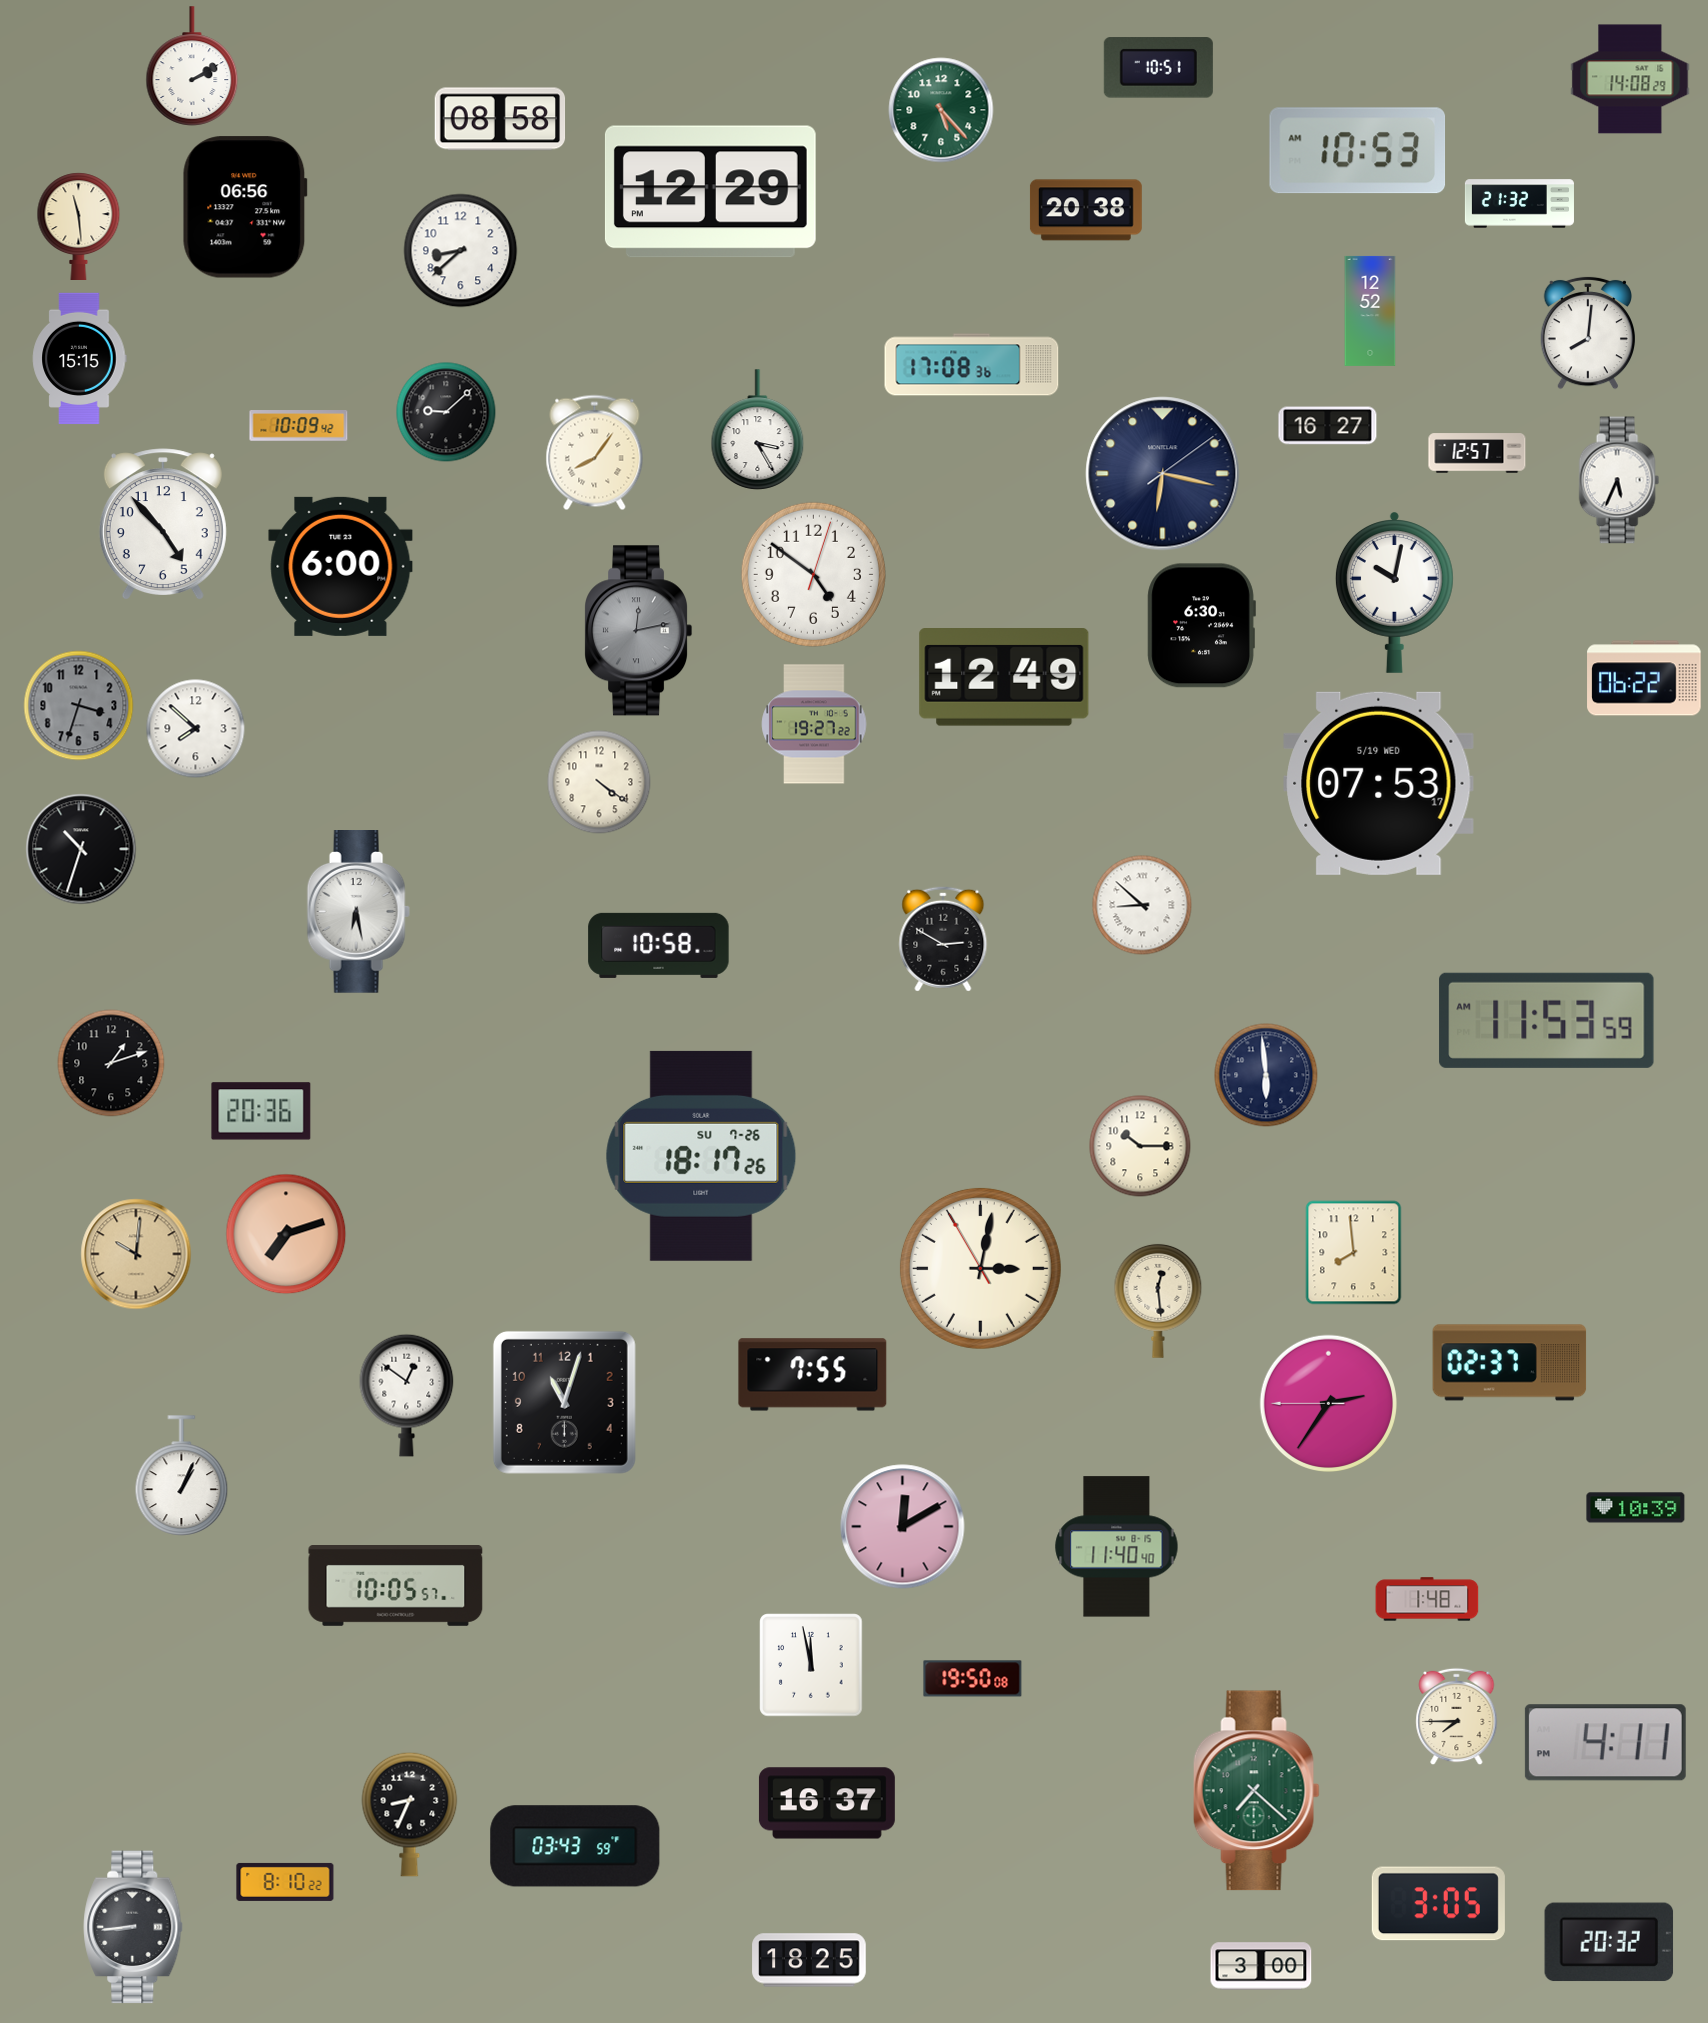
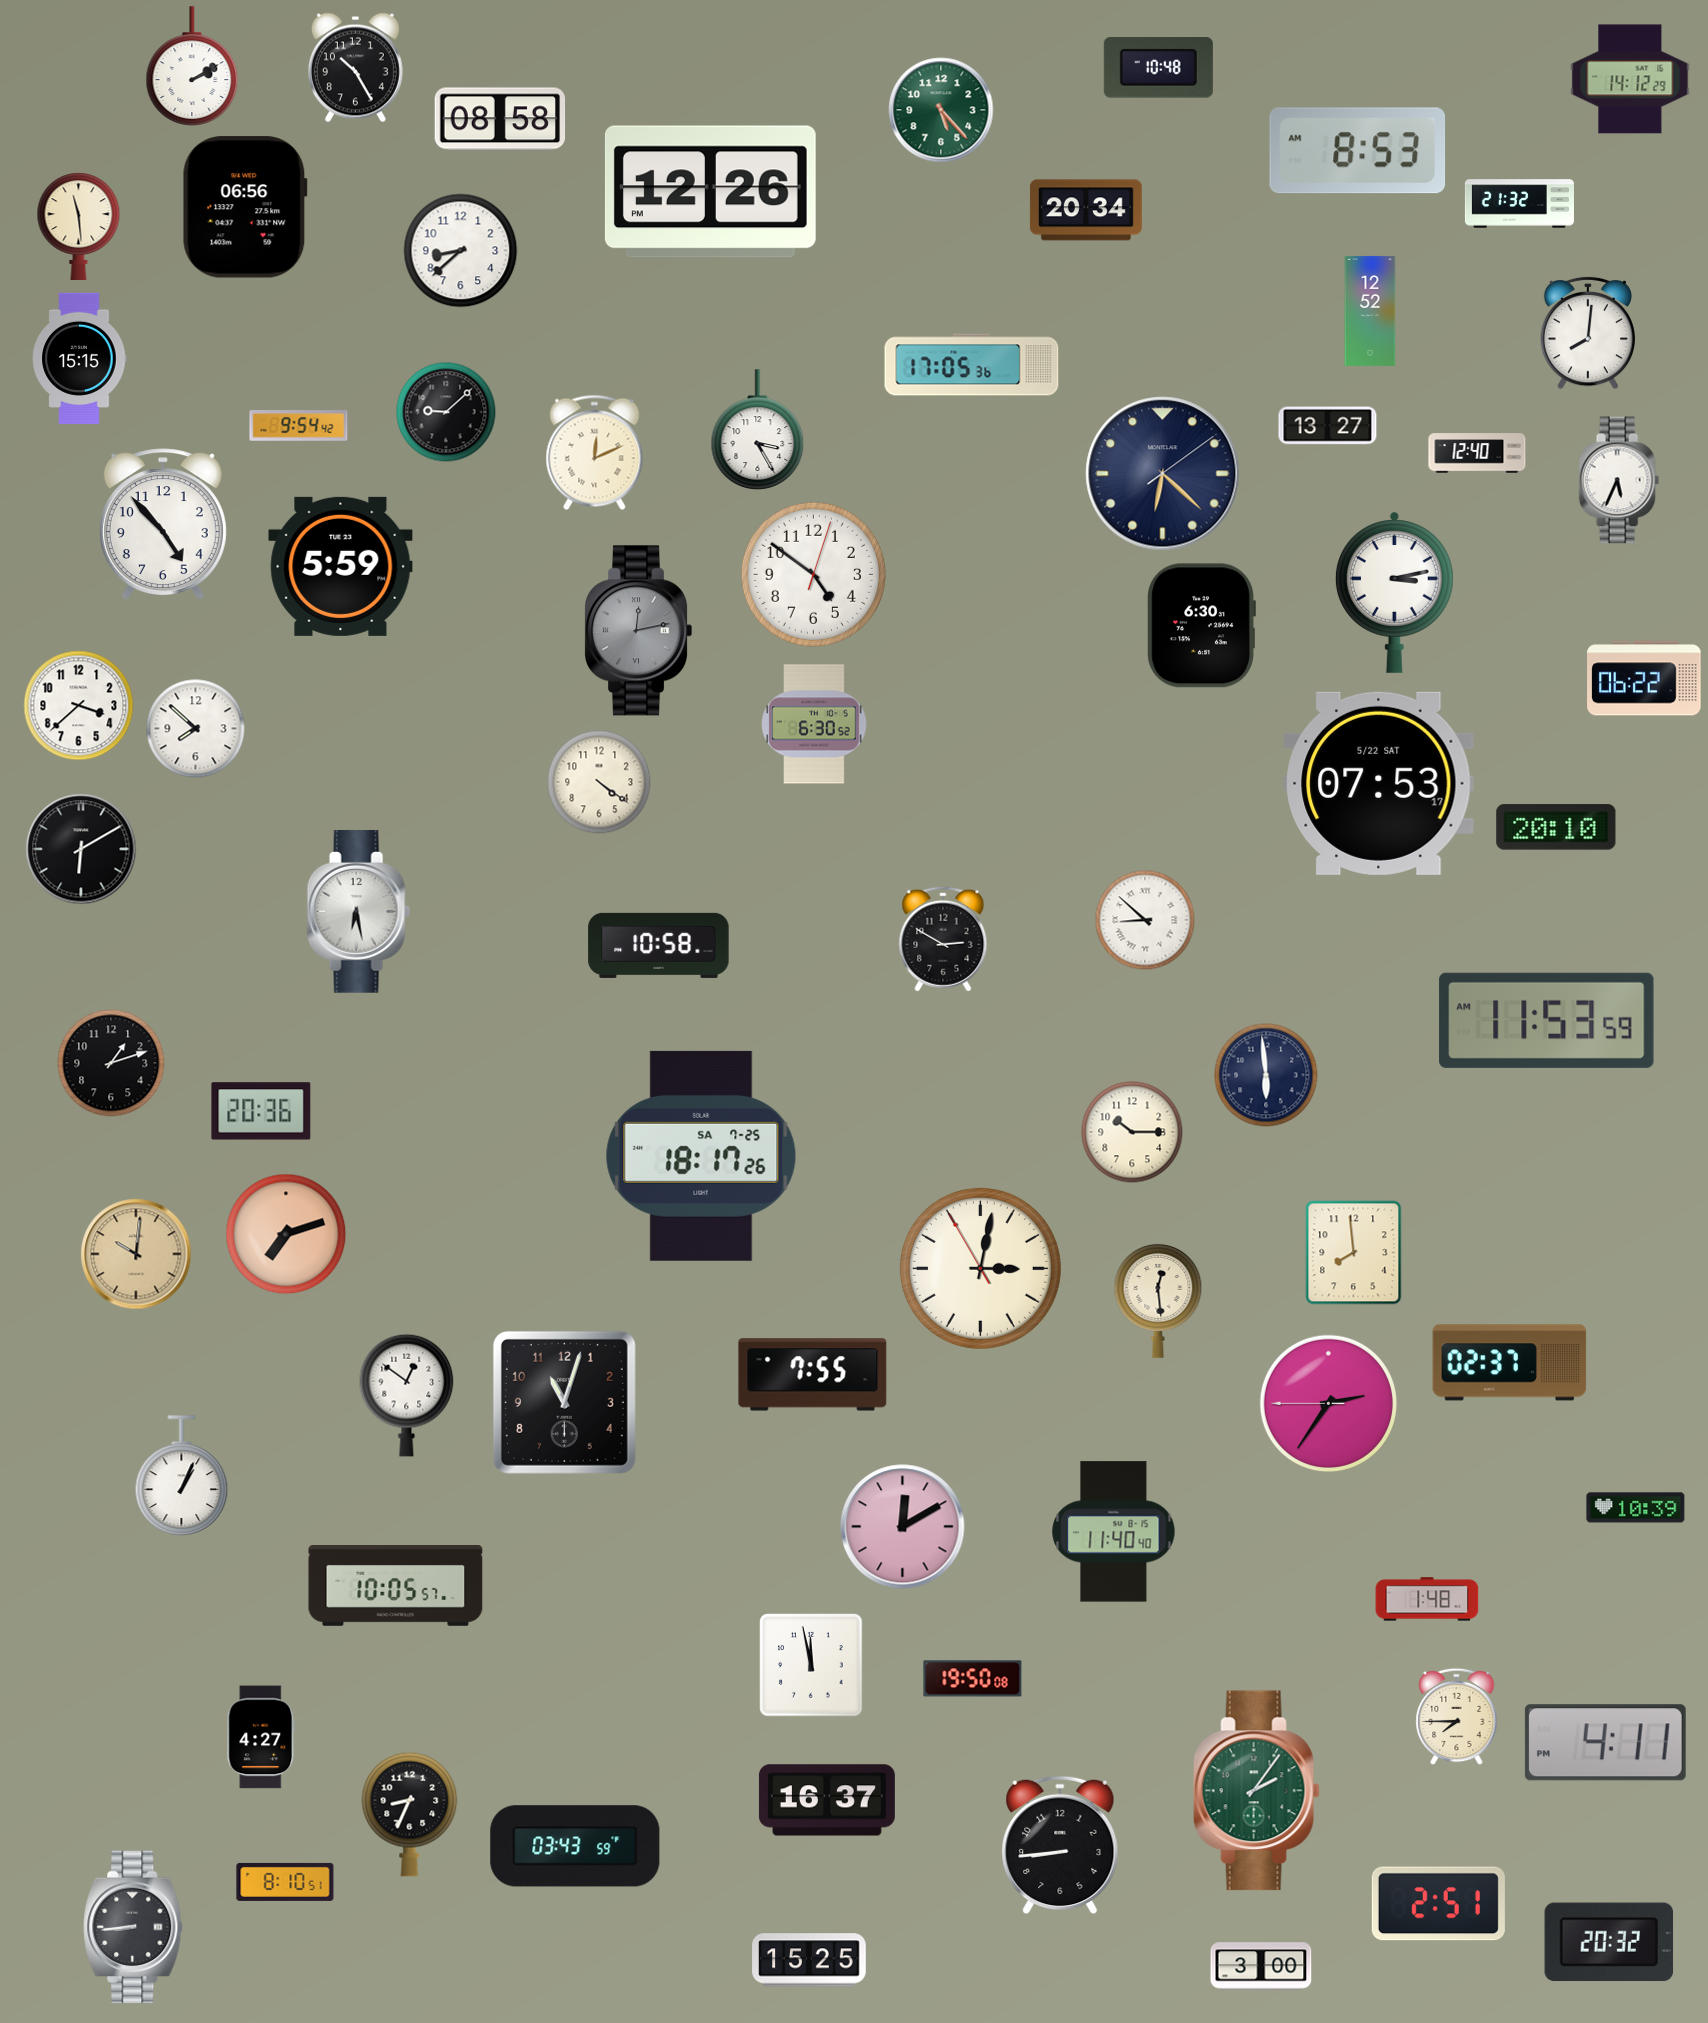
clock at (355, 68): none -> 10:25
clock at (1158, 68): 10:51 -> 10:48
clock at (1630, 79): 14:08 -> 14:12
clock at (1357, 151): 10:53 -> 8:53
clock at (710, 192): 12:29 -> 12:26
clock at (1086, 210): 20:38 -> 20:34
clock at (972, 365): 17:08 -> 17:05
clock at (299, 426): 10:09 -> 9:54
clock at (1328, 426): 16:27 -> 13:27
clock at (595, 453): 8:06 -> 12:11
clock at (1477, 453): 12:57 -> 12:40
clock at (1163, 474): 6:17 -> 6:22
clock at (341, 566): 6:00 -> 5:59
clock at (1394, 592): 10:02 -> 3:13
clock at (1004, 678): 12:49 -> none
clock at (79, 706): 3:33 -> 3:38
clock at (79, 706) dial: grey -> white
clock at (814, 724): 19:27 -> 6:30
clock at (1379, 783) date: 5/19 WED -> 5/22 SAT
clock at (1556, 827): none -> 20:10
clock at (81, 849): 10:33 -> 6:10
clock at (1142, 905) position: (1142, 905) -> (1145, 920)
clock at (1140, 1146) position: (1140, 1146) -> (1132, 1132)
clock at (701, 1156) date: SU 7-26 -> SA 7-25
clock at (1117, 1547) position: (1117, 1547) -> (1114, 1532)
clock at (261, 1737): none -> 4:27
clock at (1256, 1791): 7:22 -> 2:06
clock at (827, 1803) position: (827, 1803) -> (827, 1800)
clock at (1060, 1845): none -> 8:44
clock at (285, 1882): 8:10:22 -> 8:10:51
clock at (1438, 1904): 3:05 -> 2:51
clock at (809, 1960): 18:25 -> 15:25
